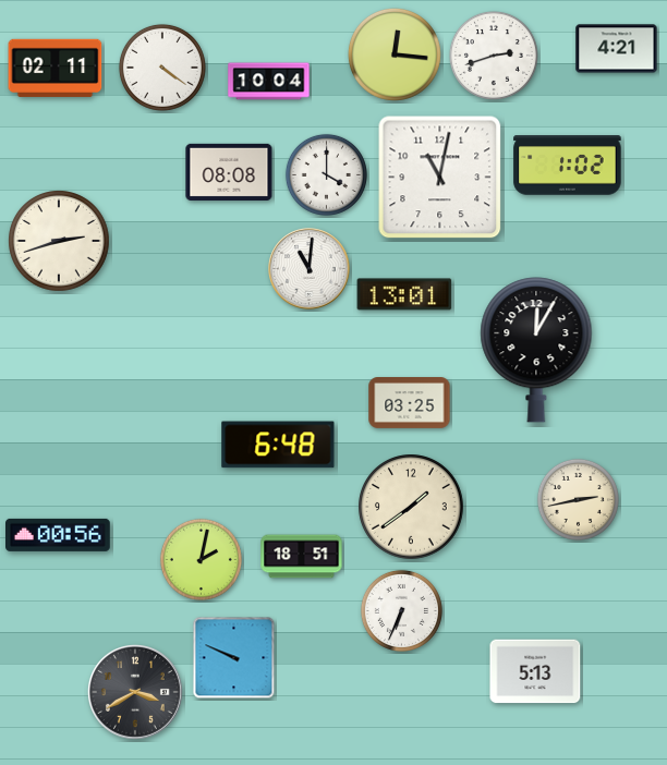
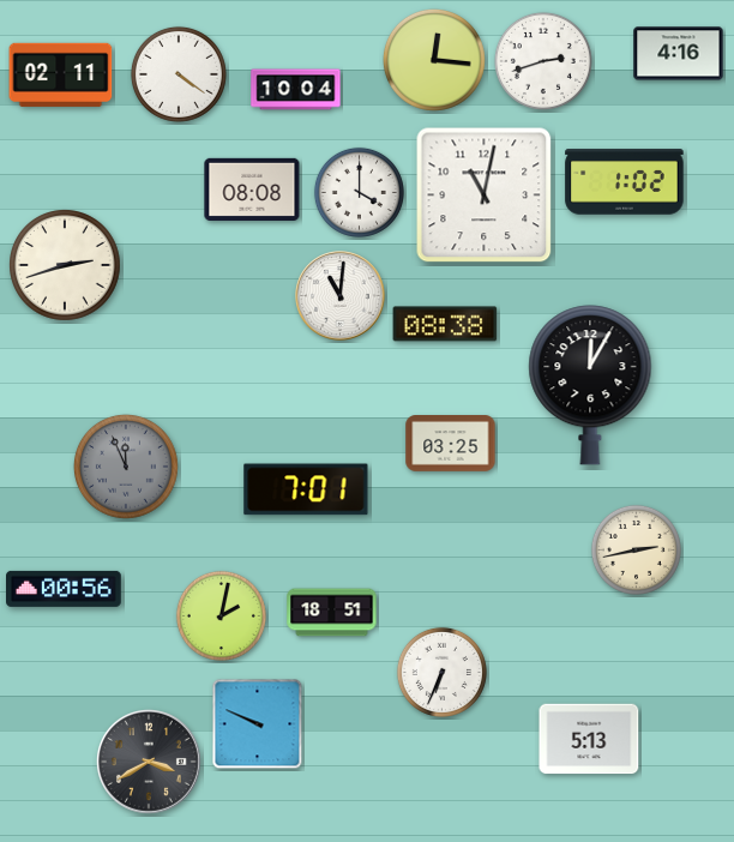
clock at (617, 49): 4:21 -> 4:16
clock at (404, 294): 13:01 -> 08:38
clock at (126, 467): none -> 11:56
clock at (278, 445): 6:48 -> 7:01
clock at (411, 507): 1:39 -> none
